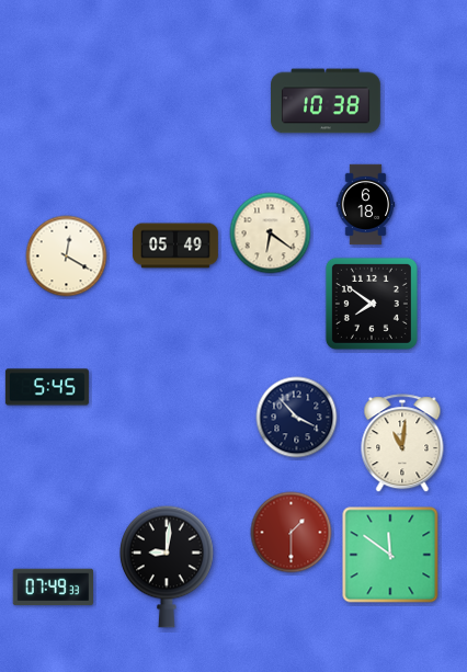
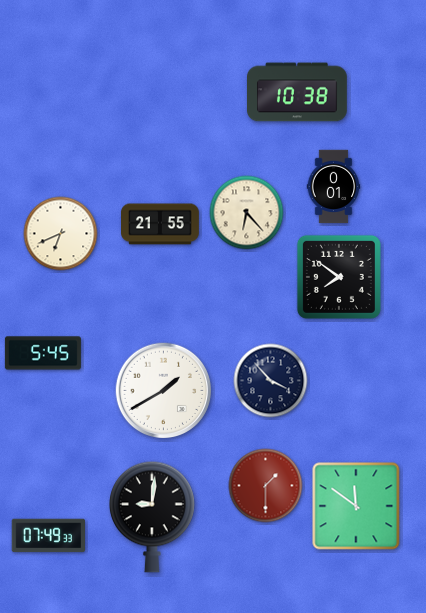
clock at (366, 205): 6:18 -> 0:01
clock at (271, 234): 6:21 -> 6:23
clock at (176, 246): 05:49 -> 21:55
clock at (67, 257): 12:20 -> 6:41
clock at (164, 391): none -> 1:40
clock at (402, 444): 11:01 -> none
